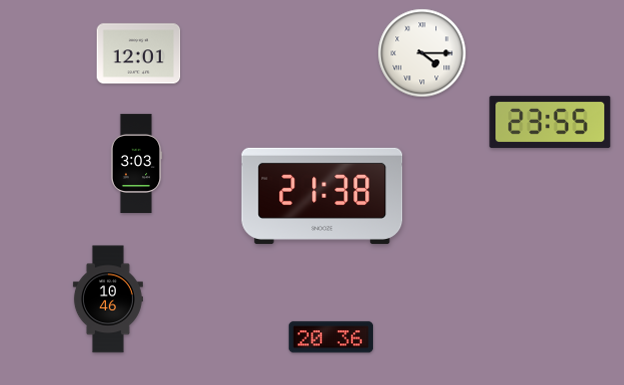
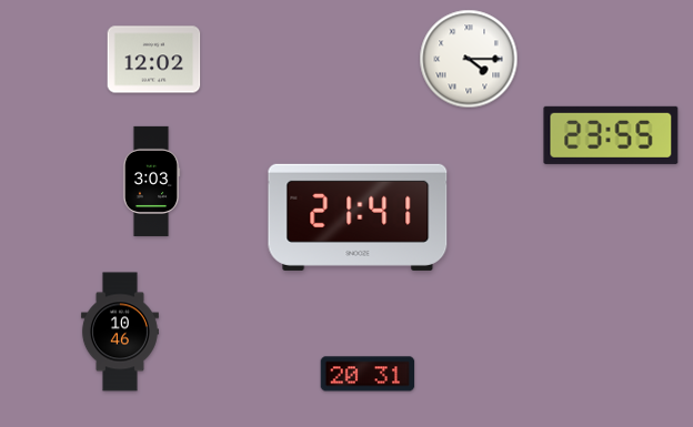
clock at (139, 54): 12:01 -> 12:02
clock at (322, 196): 21:38 -> 21:41
clock at (331, 337): 20:36 -> 20:31
